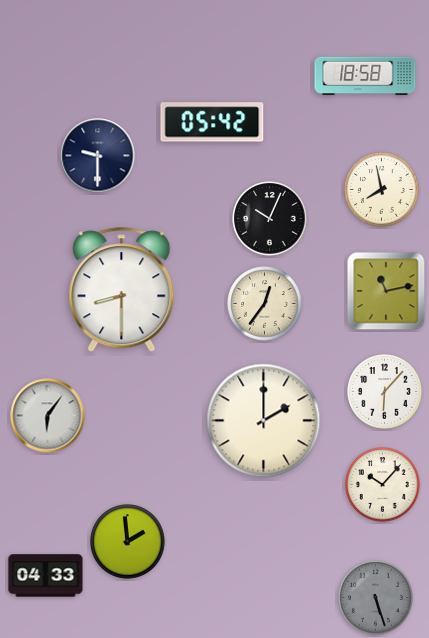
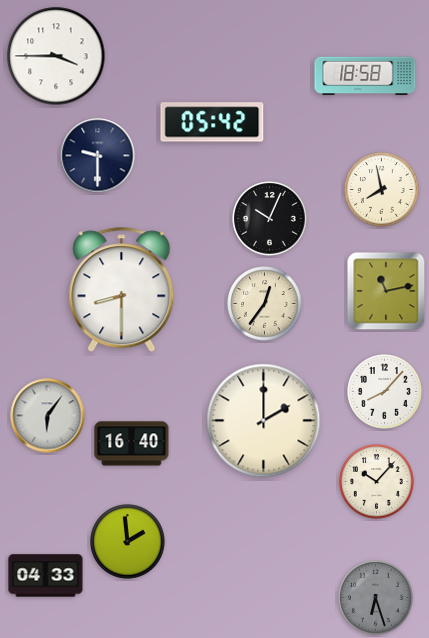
clock at (56, 56): none -> 3:45
clock at (385, 392): 6:07 -> 8:07
clock at (132, 444): none -> 16:40
clock at (383, 485) position: (383, 485) -> (377, 482)
clock at (376, 598): 5:27 -> 6:27
